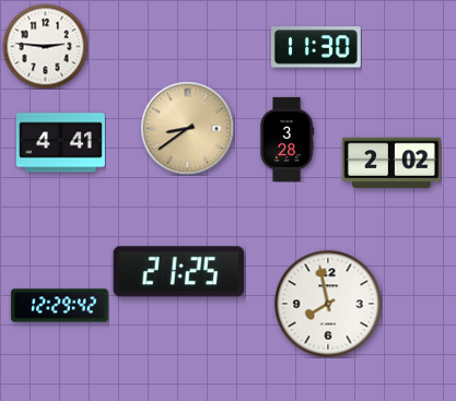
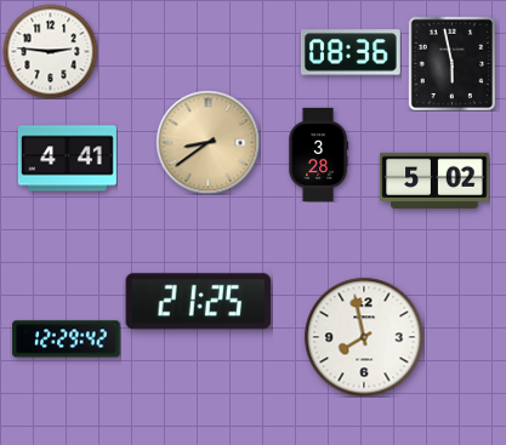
clock at (316, 47): 11:30 -> 08:36
clock at (453, 63): none -> 5:58
clock at (391, 162): 2:02 -> 5:02
